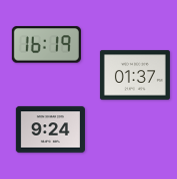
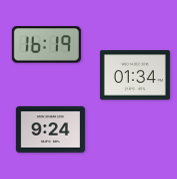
clock at (135, 75): 01:37 -> 01:34
